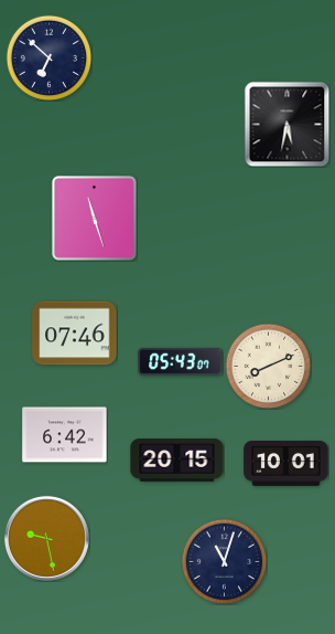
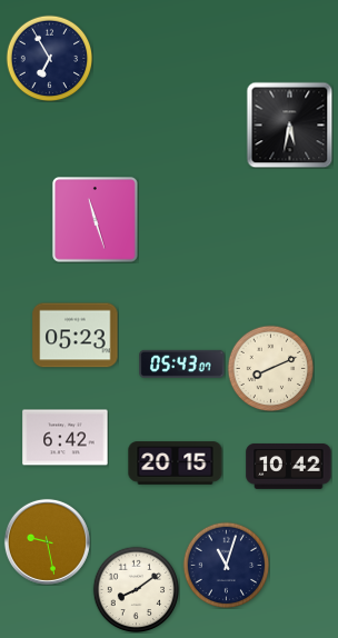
clock at (48, 57): 6:52 -> 6:55
clock at (75, 334): 07:46 -> 05:23
clock at (177, 461) position: (177, 461) -> (176, 463)
clock at (287, 463): 10:01 -> 10:42
clock at (136, 589): none -> 8:09
